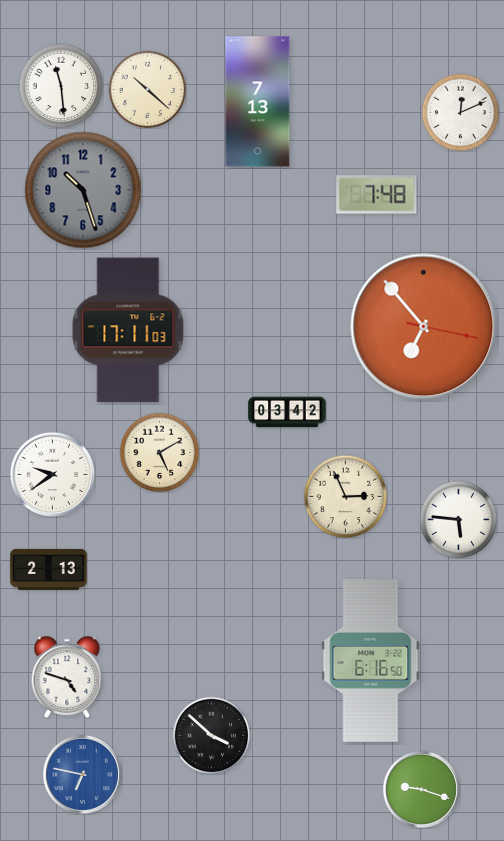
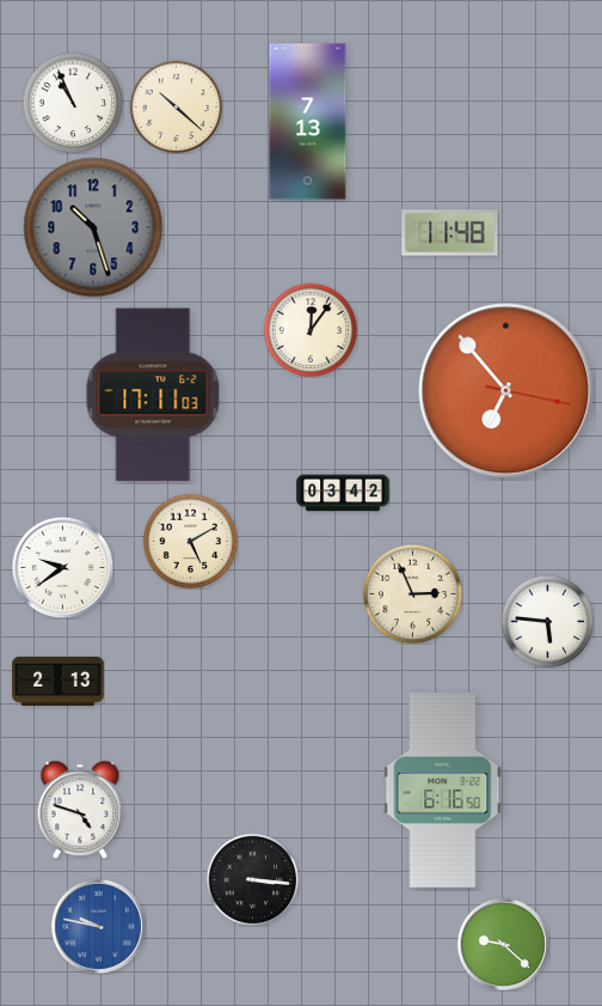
clock at (61, 86): 11:29 -> 10:56
clock at (460, 112): 12:11 -> none
clock at (83, 190) position: (83, 190) -> (93, 227)
clock at (377, 195): 7:48 -> 11:48
clock at (311, 330): none -> 12:06
clock at (211, 735): 3:52 -> 3:16
clock at (82, 774): 6:47 -> 9:47
clock at (421, 789): 9:18 -> 9:22
